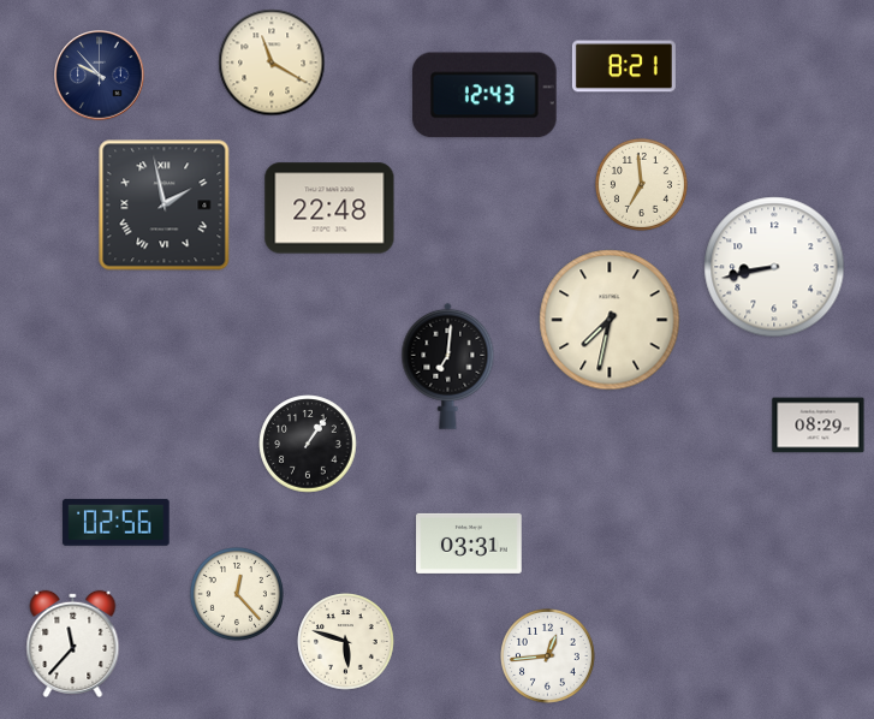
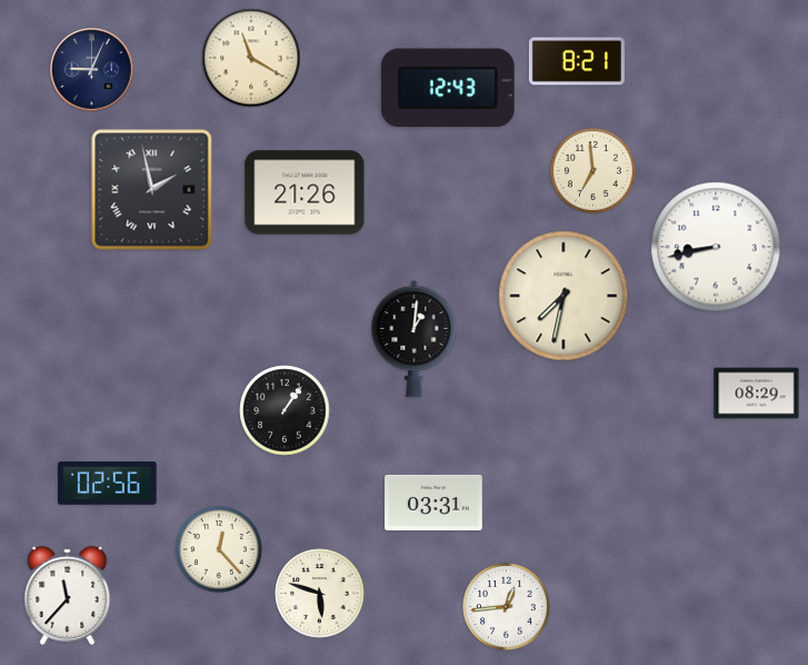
clock at (100, 76): 9:53 -> 9:04
clock at (329, 208): 22:48 -> 21:26
clock at (448, 366): 7:01 -> 1:01
